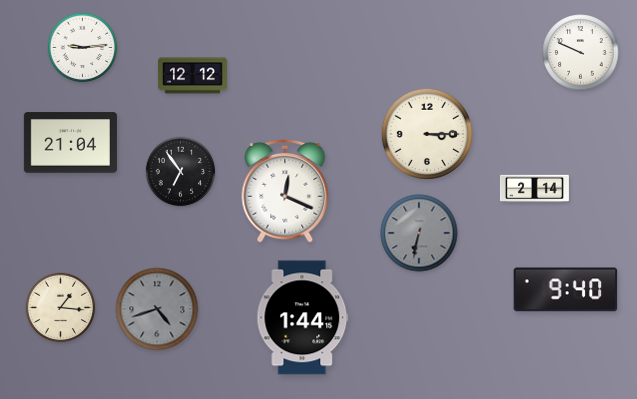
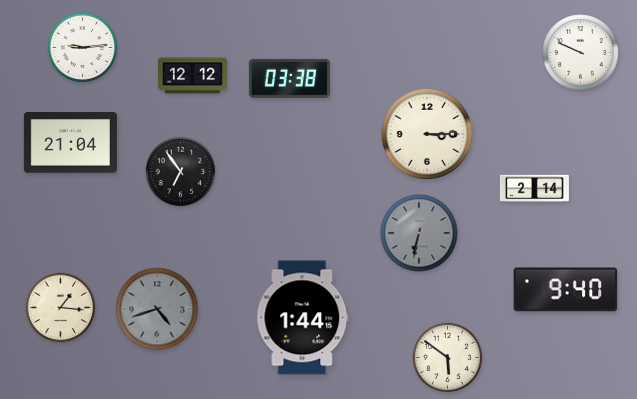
clock at (289, 78): none -> 03:38
clock at (285, 191): 12:19 -> none
clock at (448, 358): none -> 5:51
